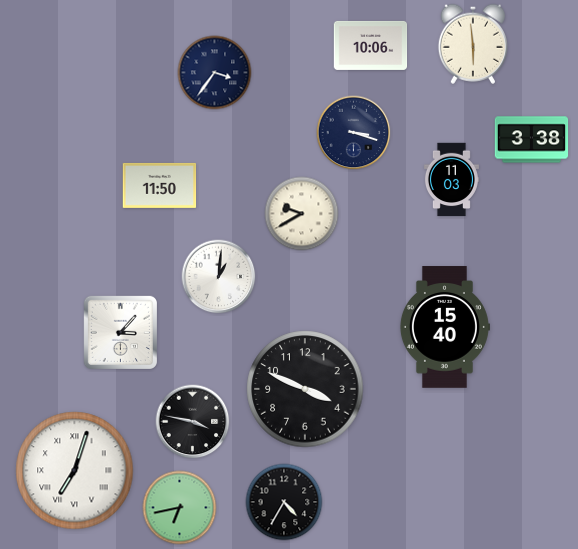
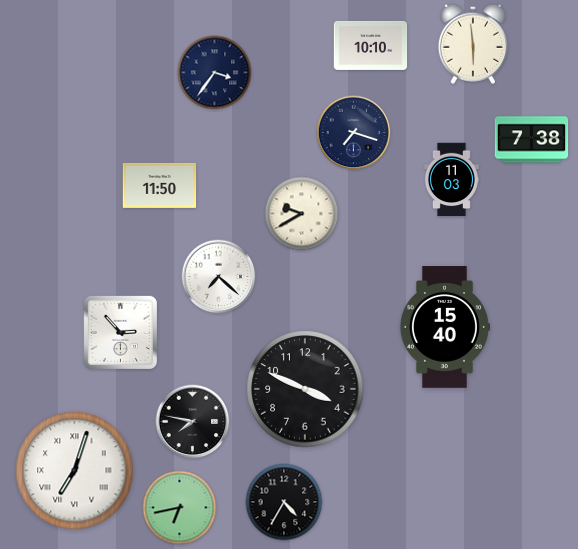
clock at (371, 45): 10:06 -> 10:10
clock at (354, 133): 3:18 -> 7:18
clock at (532, 140): 3:38 -> 7:38
clock at (219, 277): 1:01 -> 7:22
clock at (120, 332): 3:07 -> 2:53
clock at (193, 422): 3:47 -> 7:47
